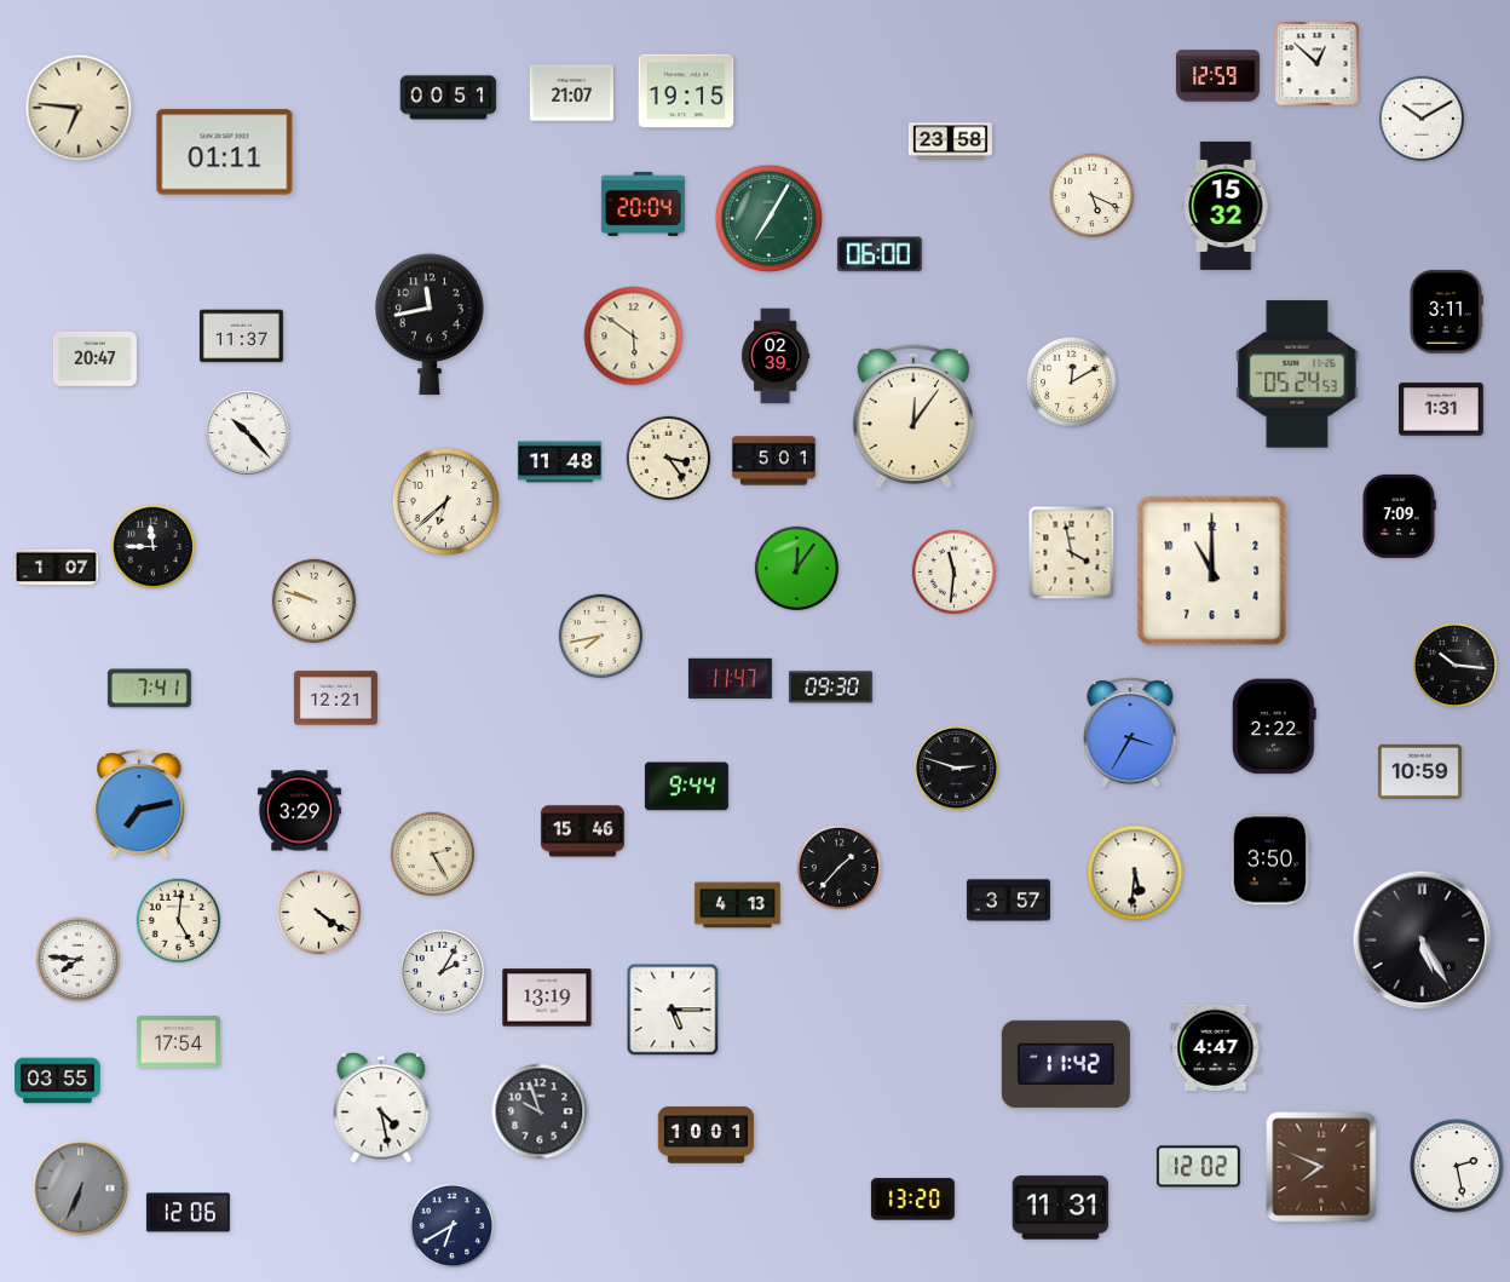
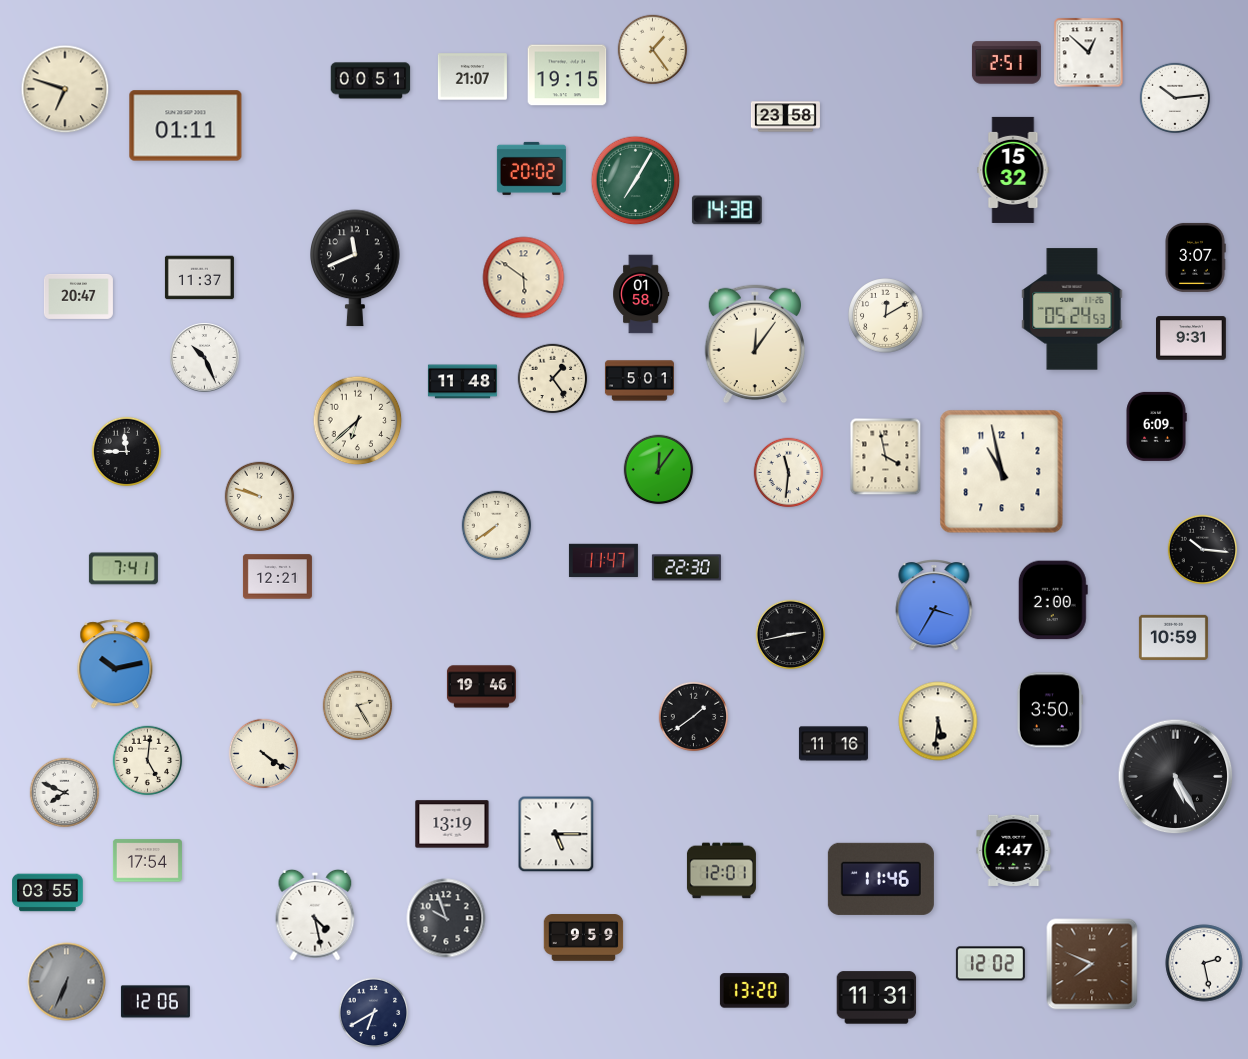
clock at (653, 50): none -> 1:24
clock at (1217, 76): 12:59 -> 2:51
clock at (79, 108): 6:46 -> 6:48
clock at (1422, 119): 10:10 -> 10:14
clock at (1093, 196): 5:19 -> none
clock at (642, 203): 20:04 -> 20:02
clock at (880, 254): 06:00 -> 14:38
clock at (1446, 311): 3:11 -> 3:07
clock at (431, 324): 11:43 -> 11:41
clock at (776, 356): 02:39 -> 01:58
clock at (1442, 409): 1:31 -> 9:31
clock at (248, 433): 10:23 -> 10:26
clock at (669, 459): 3:24 -> 1:24
clock at (446, 502) position: (446, 502) -> (358, 421)
clock at (1399, 516): 7:09 -> 6:09
clock at (56, 568): 1:07 -> none
clock at (1212, 571): 11:00 -> 10:58
clock at (601, 637): 7:43 -> 7:39
clock at (830, 688): 09:30 -> 22:30
clock at (1274, 726): 2:22 -> 2:00
clock at (957, 769): 2:48 -> 2:43
clock at (686, 787): 9:44 -> none
clock at (139, 805): 7:13 -> 10:13
clock at (299, 811): 3:29 -> none
clock at (582, 832): 15:46 -> 19:46
clock at (840, 868): 1:37 -> 1:39
clock at (1008, 901): 3:57 -> 11:16
clock at (738, 906): 4:13 -> none
clock at (79, 960): 7:46 -> 7:49
clock at (443, 972): 2:05 -> none
clock at (1216, 1047) position: (1216, 1047) -> (1014, 850)
clock at (721, 871): none -> 12:01
clock at (1066, 1064): 11:42 -> 11:46
clock at (707, 1136): 10:01 -> 9:59
